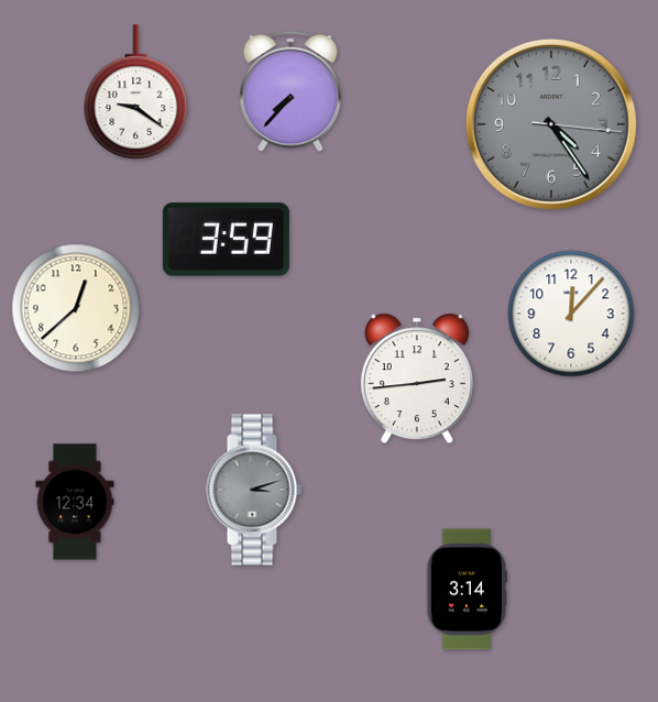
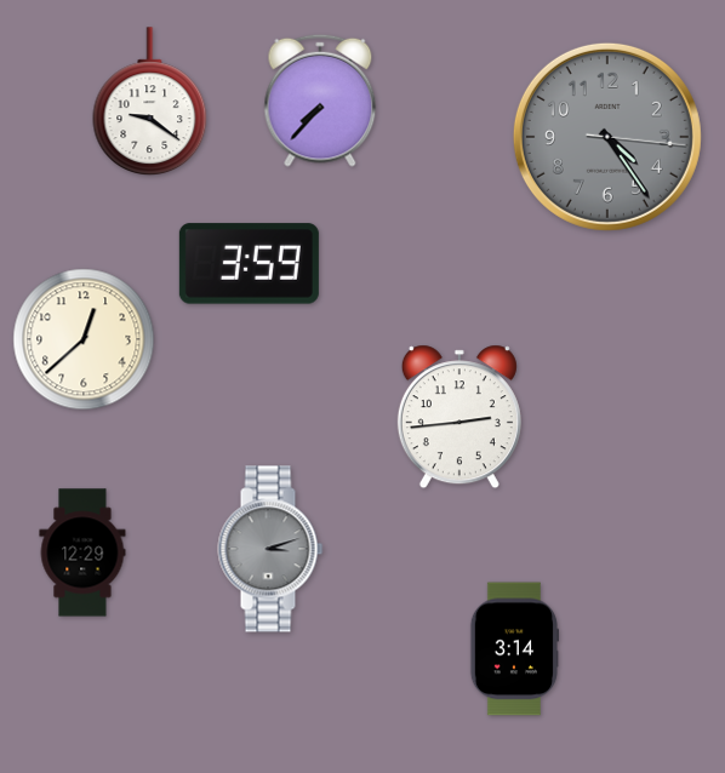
clock at (571, 314): 12:07 -> none
clock at (254, 490) position: (254, 490) -> (270, 549)
clock at (75, 502): 12:34 -> 12:29
